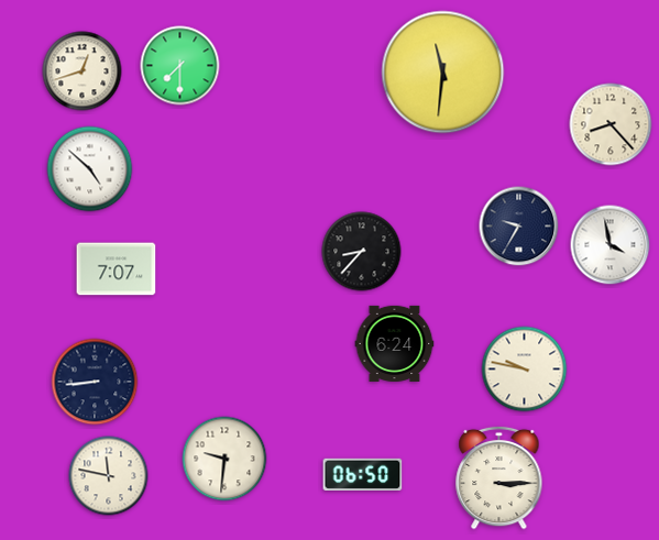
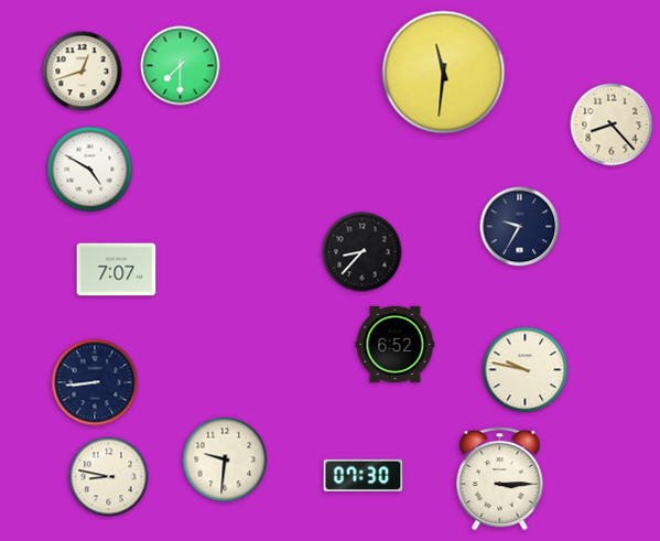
clock at (90, 169): 4:52 -> 4:50
clock at (611, 245): 3:58 -> none
clock at (395, 343): 6:24 -> 6:52
clock at (363, 474): 06:50 -> 07:30
clock at (109, 476): 11:47 -> 8:47
